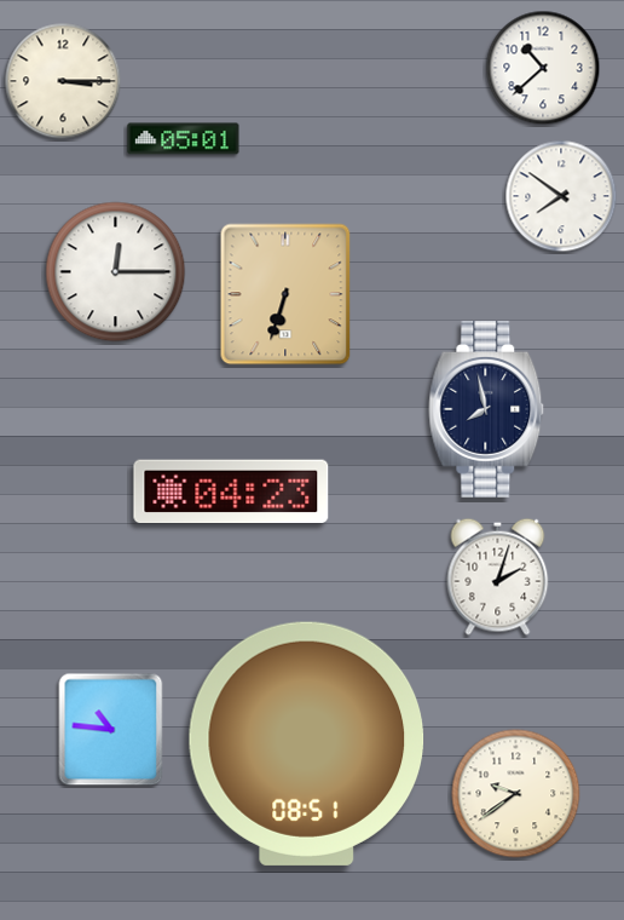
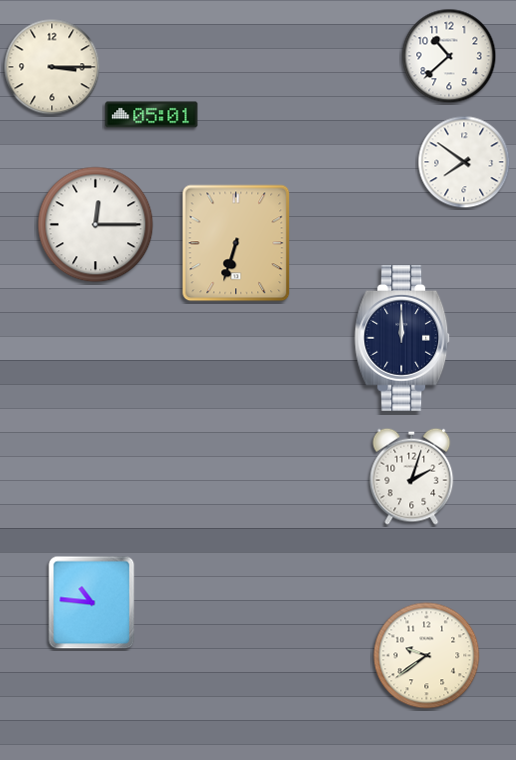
clock at (486, 409): 7:58 -> 12:00
clock at (231, 491): 04:23 -> none
clock at (307, 743): 08:51 -> none
